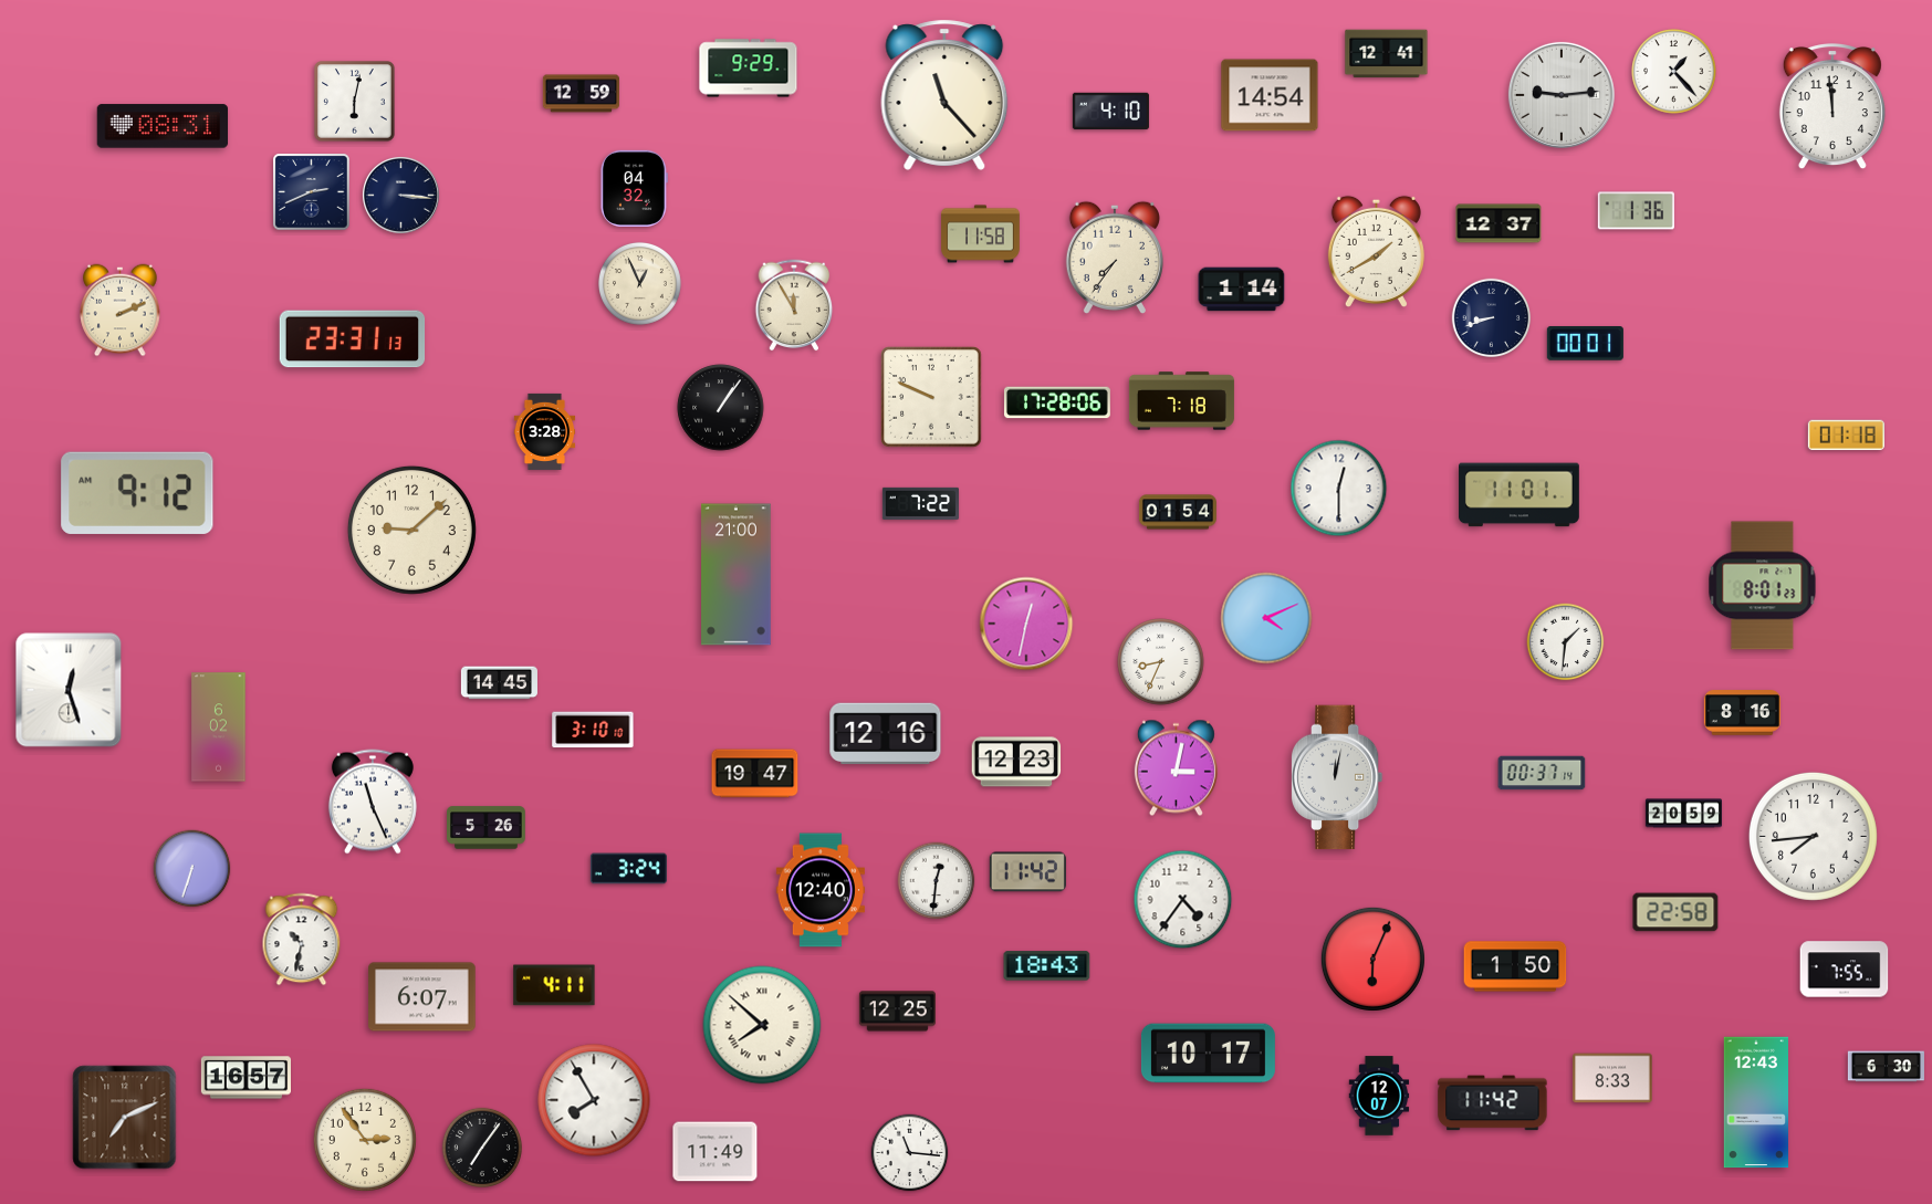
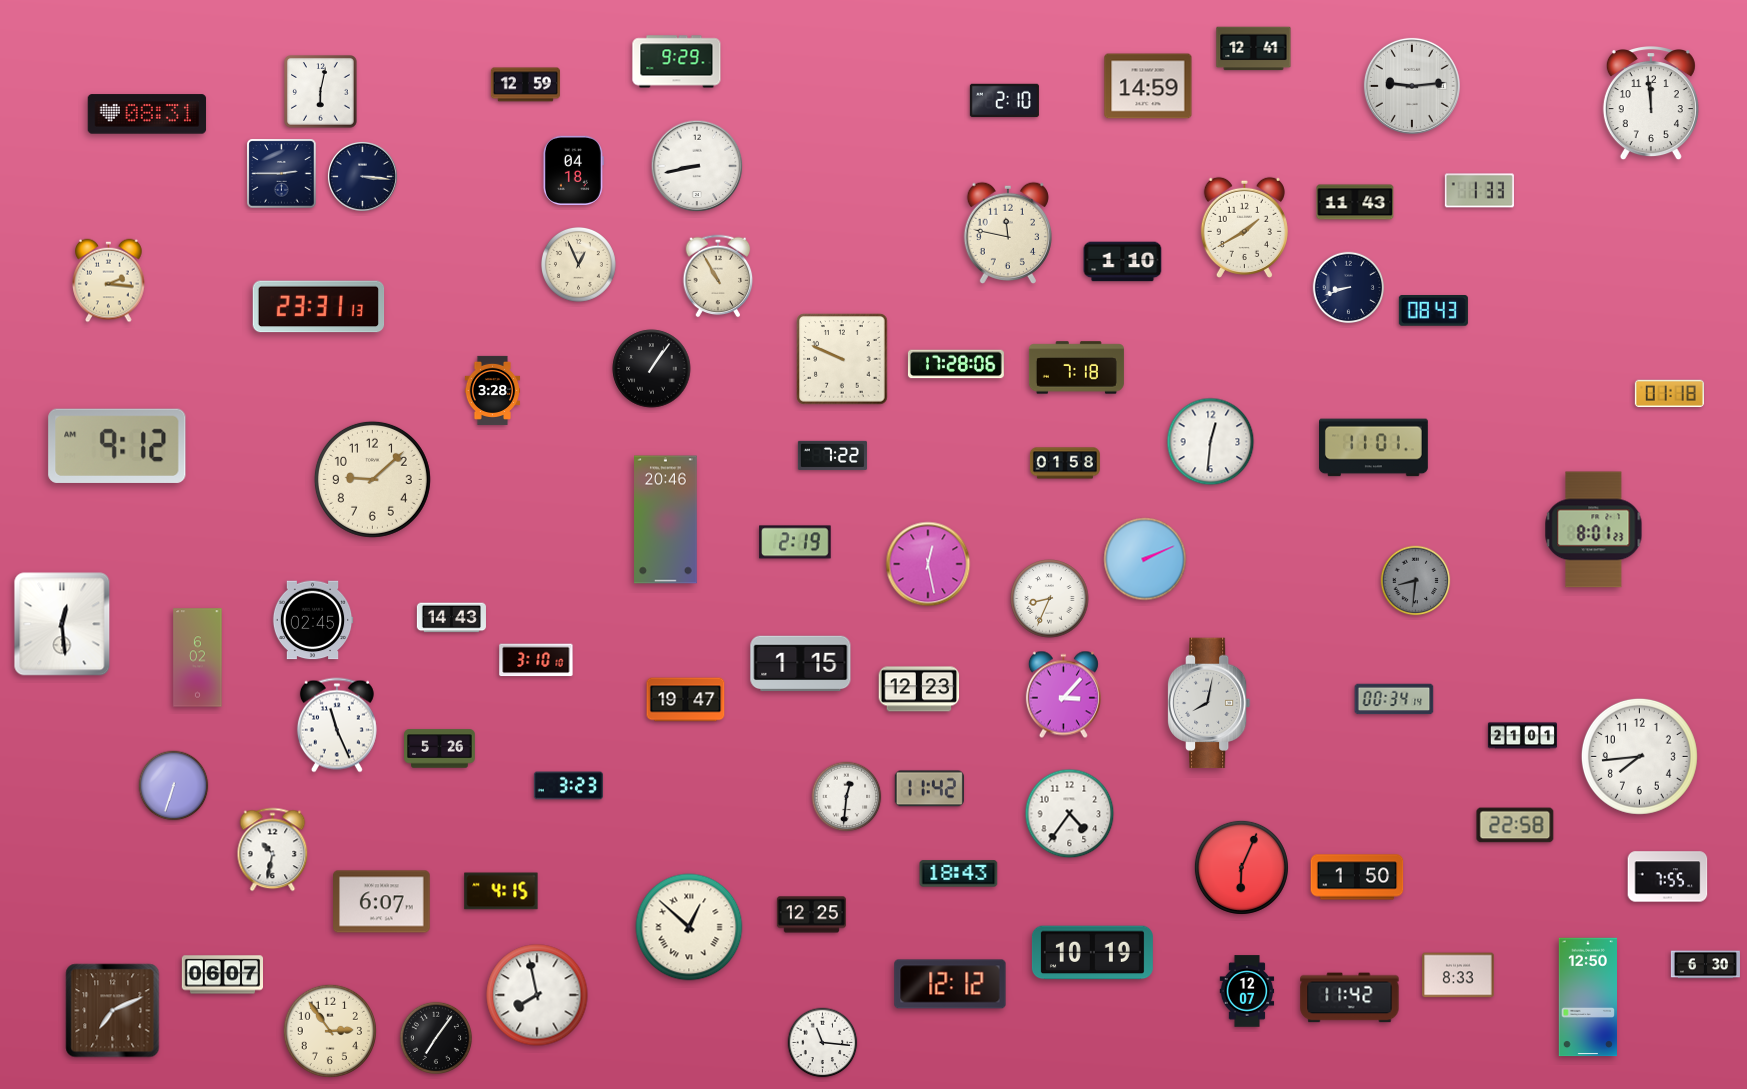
clock at (1674, 72): 1:23 -> none
clock at (944, 95): 11:23 -> none
clock at (1270, 95): 14:54 -> 14:59
clock at (1832, 107) position: (1832, 107) -> (1651, 104)
clock at (1110, 112): 4:10 -> 2:10
clock at (697, 166): none -> 8:43
clock at (634, 188): 04:32 -> 04:18
clock at (312, 192): 2:41 -> 2:45
clock at (1636, 211): 1:36 -> 1:33
clock at (1498, 223): 12:37 -> 11:43
clock at (981, 234): 11:58 -> none
clock at (1115, 256): 7:36 -> 11:47
clock at (639, 283) position: (639, 283) -> (578, 264)
clock at (1242, 290): 1:14 -> 1:10
clock at (794, 305): 11:55 -> 10:55
clock at (121, 311): 2:11 -> 2:16
clock at (1585, 344): 00:01 -> 08:43
clock at (1181, 401) position: (1181, 401) -> (1076, 368)
clock at (1339, 489): 12:30 -> 12:31
clock at (137, 493) position: (137, 493) -> (117, 446)
clock at (1178, 512): 01:54 -> 01:58
clock at (737, 575): 21:00 -> 20:46
clock at (795, 542): none -> 2:19
clock at (1266, 618): 4:11 -> 2:11
clock at (1026, 624): 12:32 -> 12:28
clock at (1566, 642): 1:31 -> 8:31
clock at (1566, 642) dial: white -> grey
clock at (499, 683): 14:45 -> 14:43
clock at (313, 620): none -> 02:45
clock at (69, 690): 12:27 -> 12:29
clock at (1742, 713): 8:16 -> none
clock at (886, 734): 12:16 -> 1:15
clock at (1176, 768): 3:02 -> 3:07
clock at (1542, 773): 00:37 -> 00:34
clock at (755, 774) position: (755, 774) -> (686, 700)
clock at (1337, 777): 12:02 -> 8:02
clock at (1683, 814): 20:59 -> 21:01
clock at (628, 869): 3:24 -> 3:23
clock at (821, 890): 12:40 -> none
clock at (1047, 966) position: (1047, 966) -> (959, 874)
clock at (1515, 966) position: (1515, 966) -> (1357, 877)
clock at (554, 985): 4:11 -> 4:15
clock at (762, 1025): 7:52 -> 12:52
clock at (1208, 1054): 10:17 -> 10:19
clock at (246, 1078): 16:57 -> 06:07
clock at (950, 984): none -> 12:12
clock at (594, 1100): 7:55 -> 7:58
clock at (1755, 1102): 12:43 -> 12:50
clock at (716, 1152): 11:49 -> none
